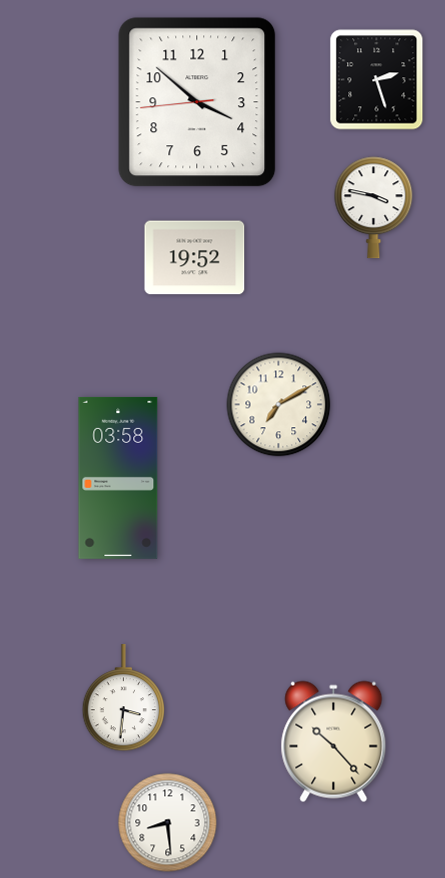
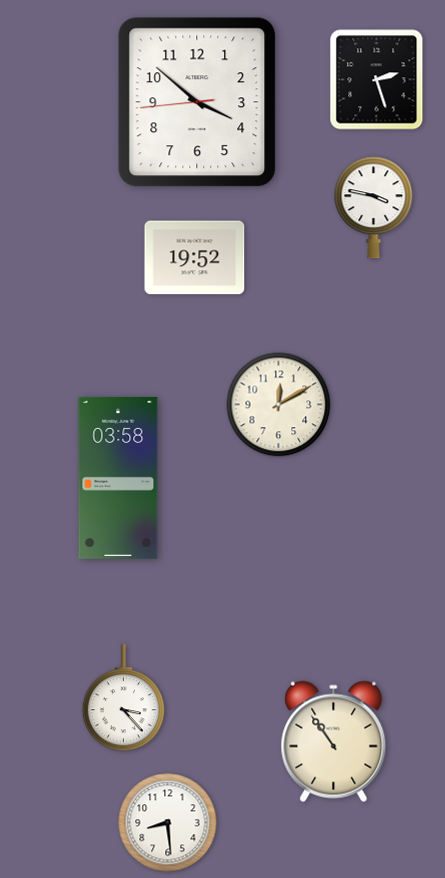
clock at (279, 405): 7:10 -> 12:10
clock at (124, 698): 3:31 -> 3:23
clock at (334, 742): 10:23 -> 10:54
